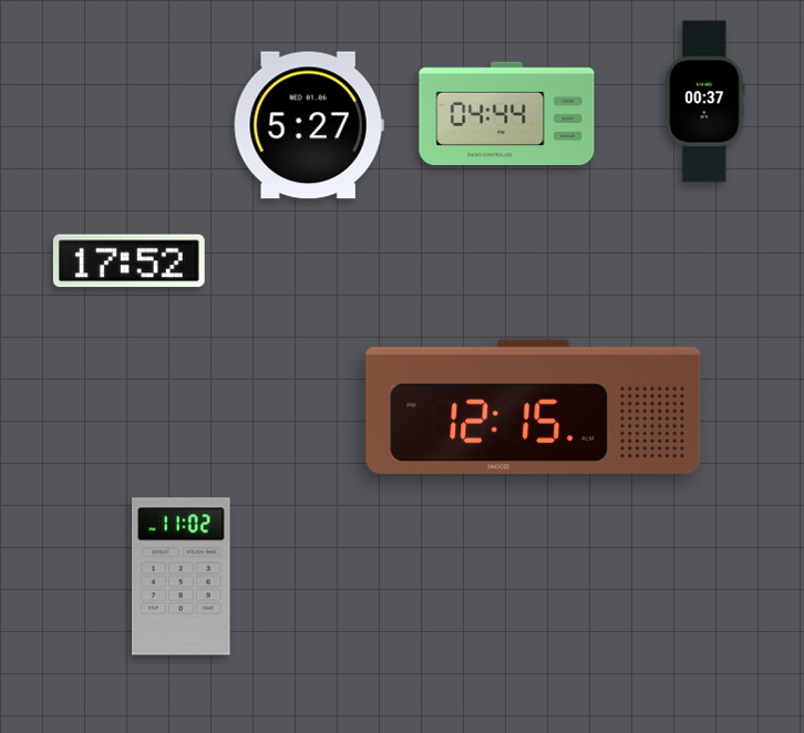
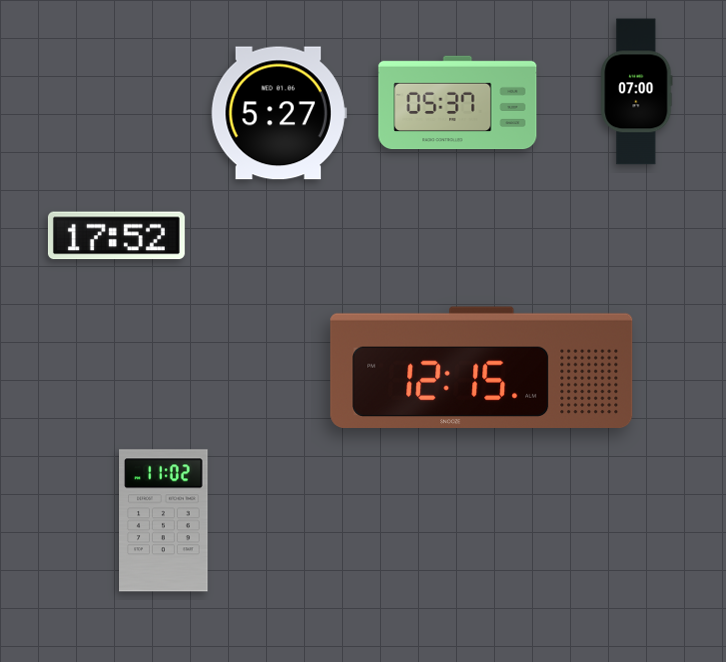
clock at (705, 102): 00:37 -> 07:00
clock at (507, 114): 04:44 -> 05:37
